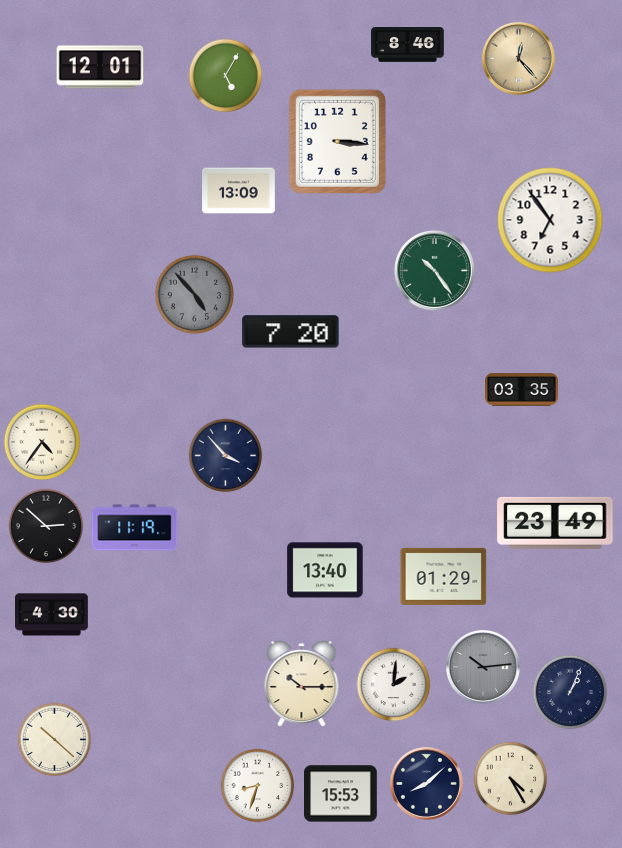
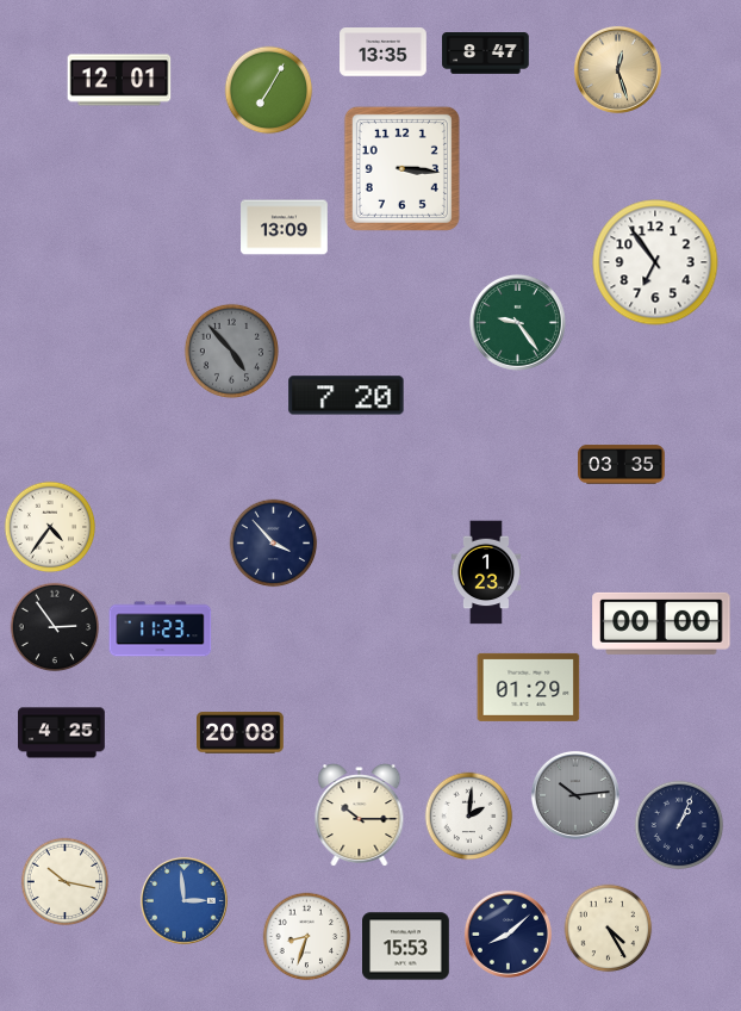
clock at (384, 52): none -> 13:35
clock at (408, 45): 8:46 -> 8:47
clock at (518, 58): 12:23 -> 12:27
clock at (226, 76): 5:05 -> 7:05
clock at (434, 270): 10:24 -> 9:24
clock at (226, 456) position: (226, 456) -> (274, 544)
clock at (485, 572): none -> 1:23
clock at (555, 523): 23:49 -> 00:00
clock at (46, 526): 2:52 -> 2:54
clock at (135, 528): 11:19 -> 11:23
clock at (325, 570): 13:40 -> none
clock at (52, 615): 4:30 -> 4:25
clock at (241, 733): none -> 20:08
clock at (55, 740): 10:22 -> 10:17
clock at (183, 900): none -> 2:59
